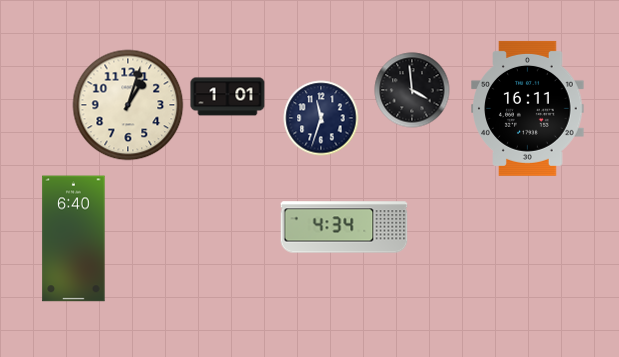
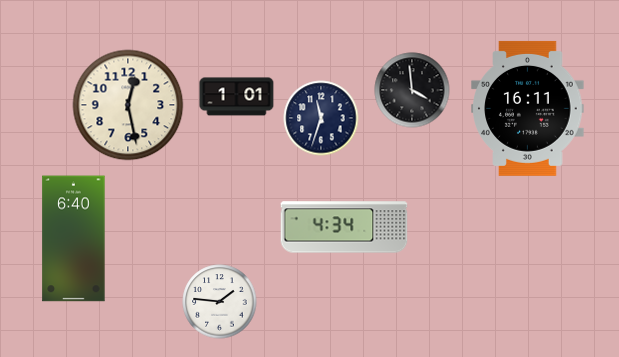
clock at (228, 97) position: (228, 97) -> (237, 97)
clock at (128, 105): 1:03 -> 12:28
clock at (220, 302): none -> 1:46
